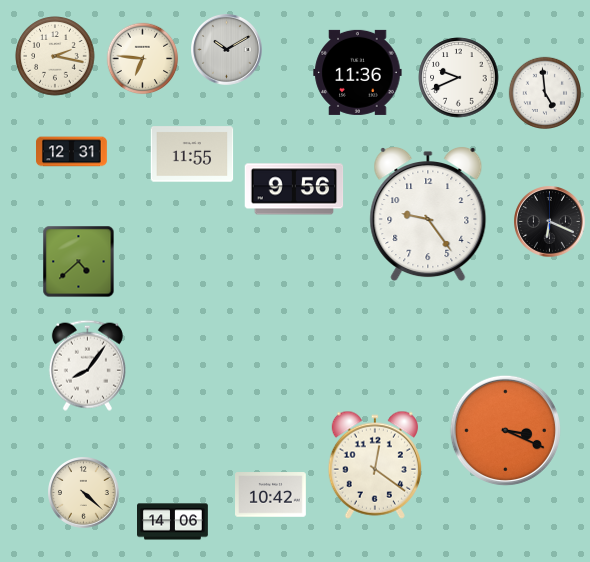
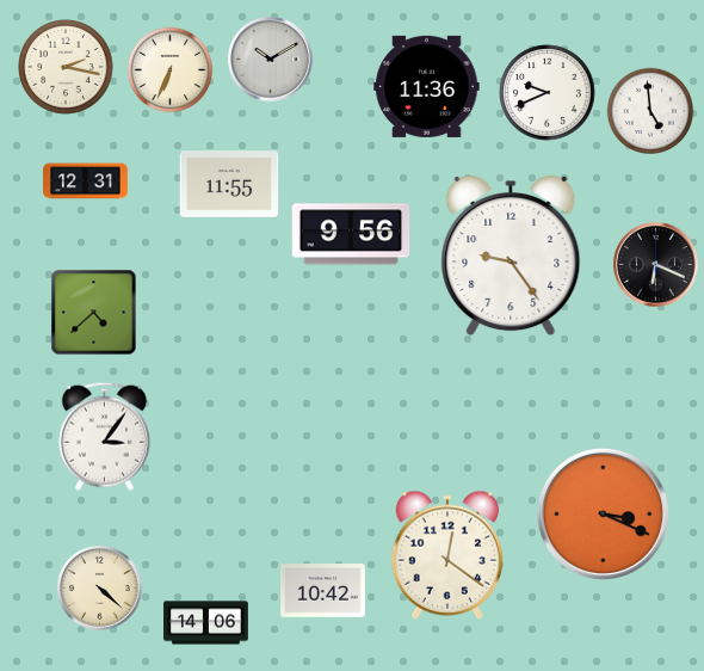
clock at (143, 59): 6:46 -> 6:34
clock at (294, 189) position: (294, 189) -> (351, 234)
clock at (87, 365): 8:06 -> 3:06
